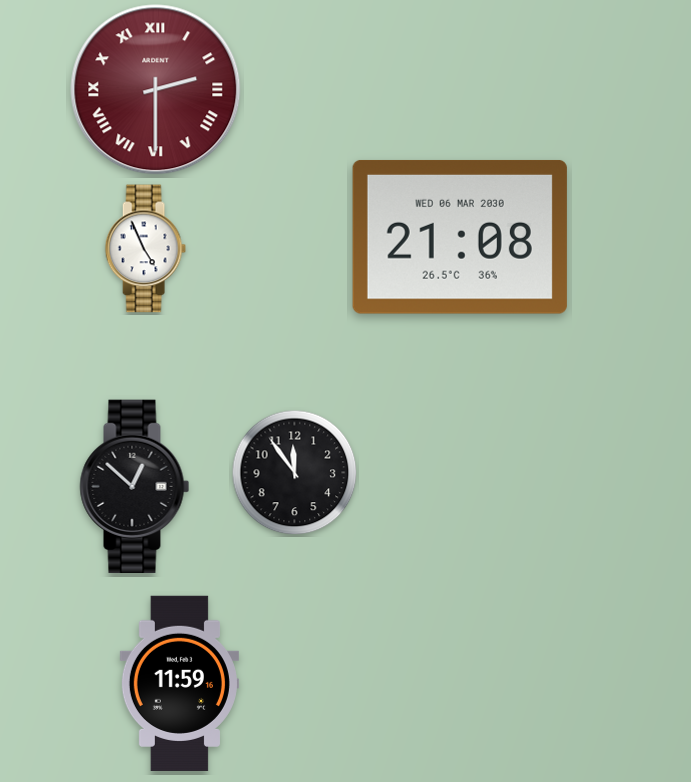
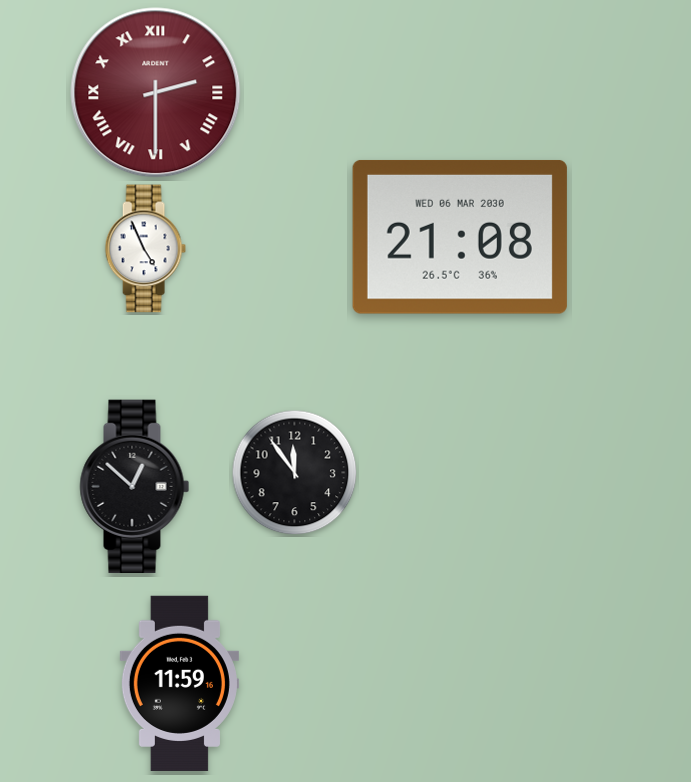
clock at (156, 90) position: (156, 90) -> (156, 93)
